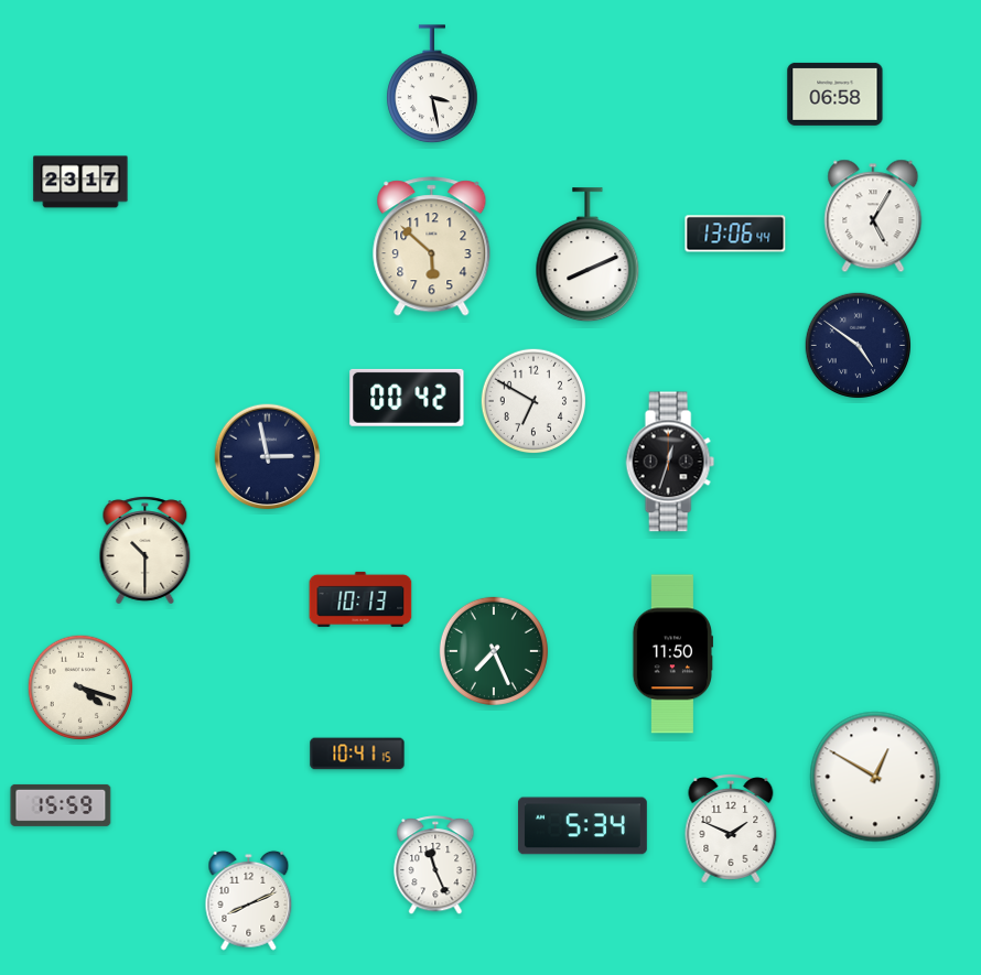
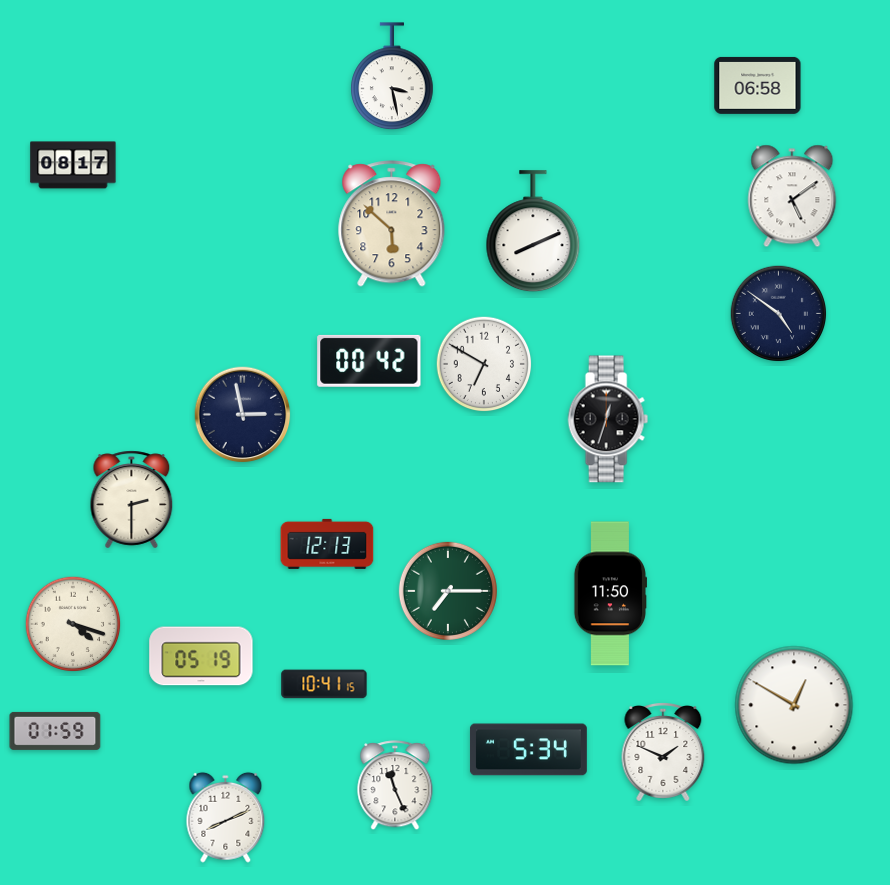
clock at (80, 182): 23:17 -> 08:17
clock at (873, 216): 5:05 -> 5:09
clock at (735, 234): 13:06 -> none
clock at (145, 551): 10:30 -> 2:30
clock at (360, 599): 10:13 -> 12:13
clock at (494, 651): 7:26 -> 7:15
clock at (201, 656): none -> 05:19
clock at (61, 805): 15:59 -> 01:59
